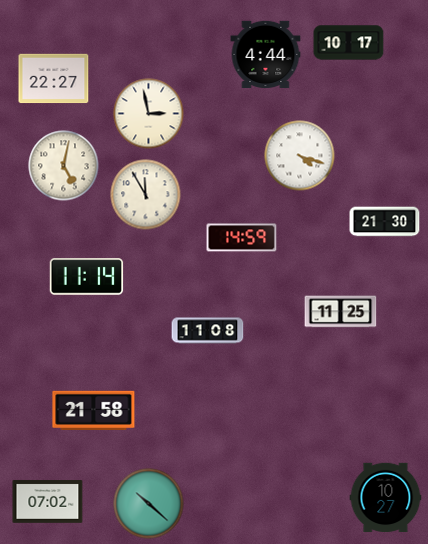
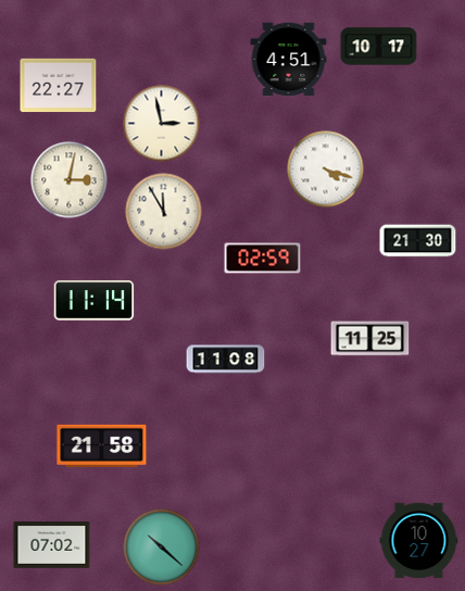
clock at (266, 55): 4:44 -> 4:51
clock at (64, 166): 5:02 -> 3:02
clock at (146, 195) position: (146, 195) -> (164, 212)
clock at (242, 238): 14:59 -> 02:59
